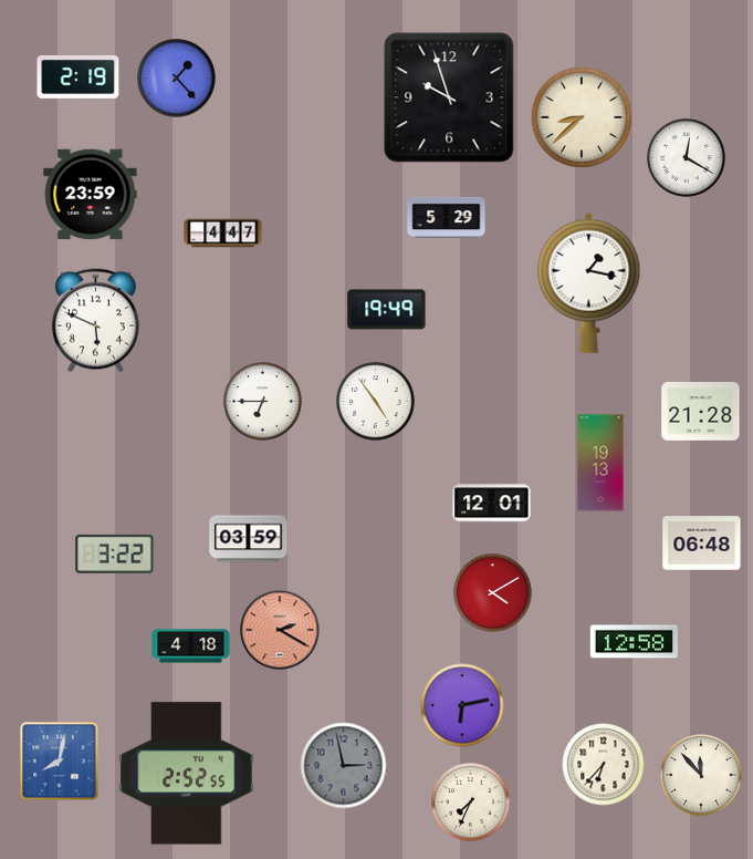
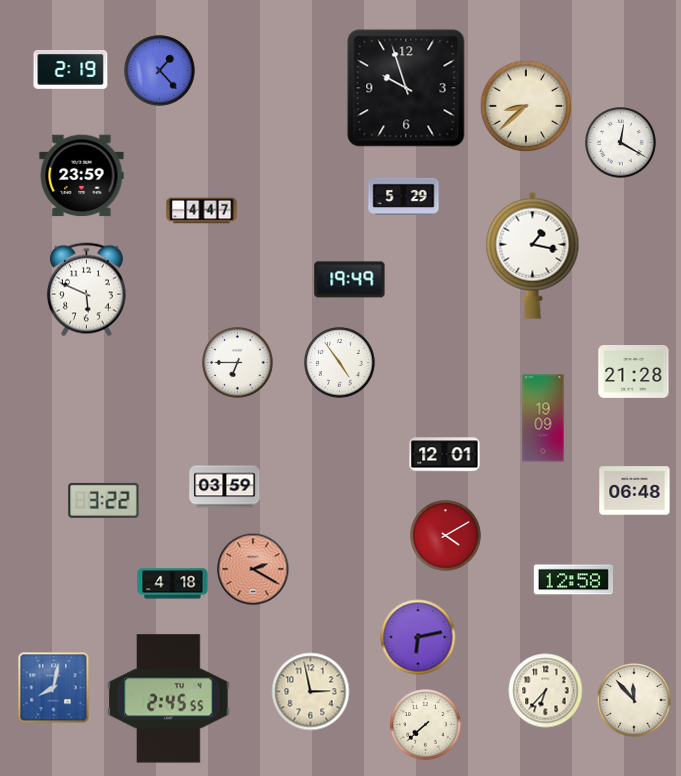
clock at (600, 463): 19:13 -> 19:09
clock at (344, 766) dial: grey -> cream
clock at (187, 774): 2:52 -> 2:45
clock at (471, 803): 7:34 -> 7:38
